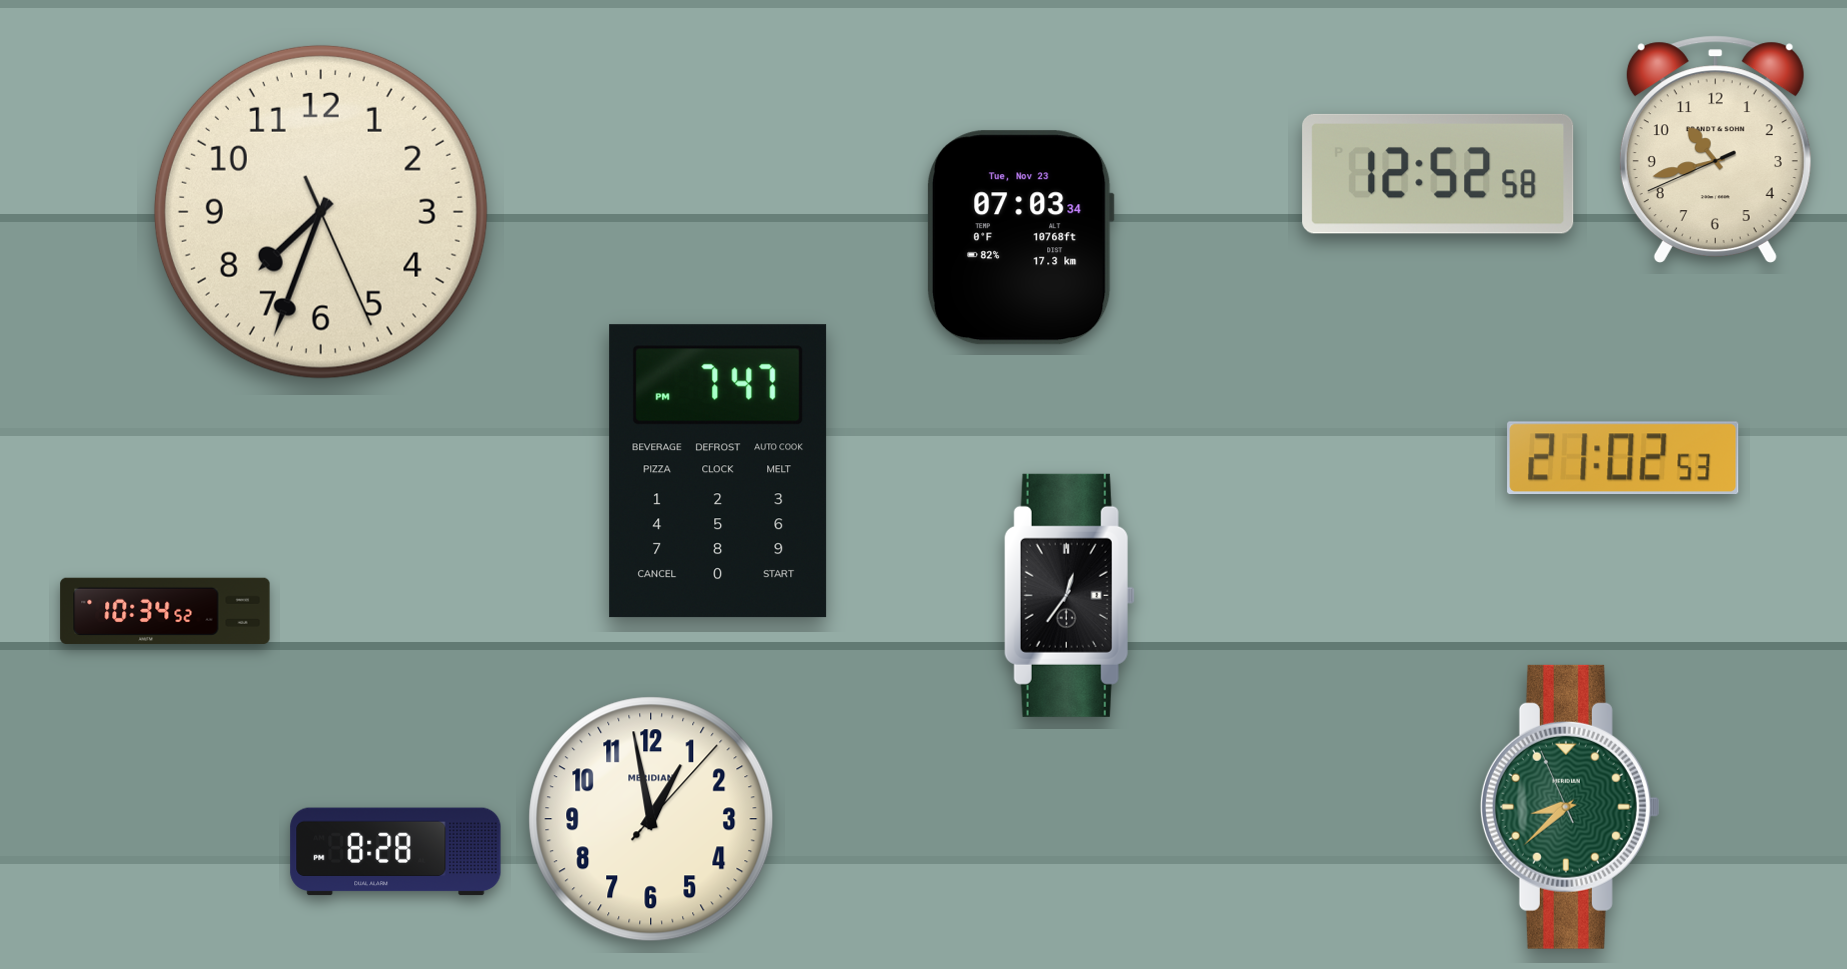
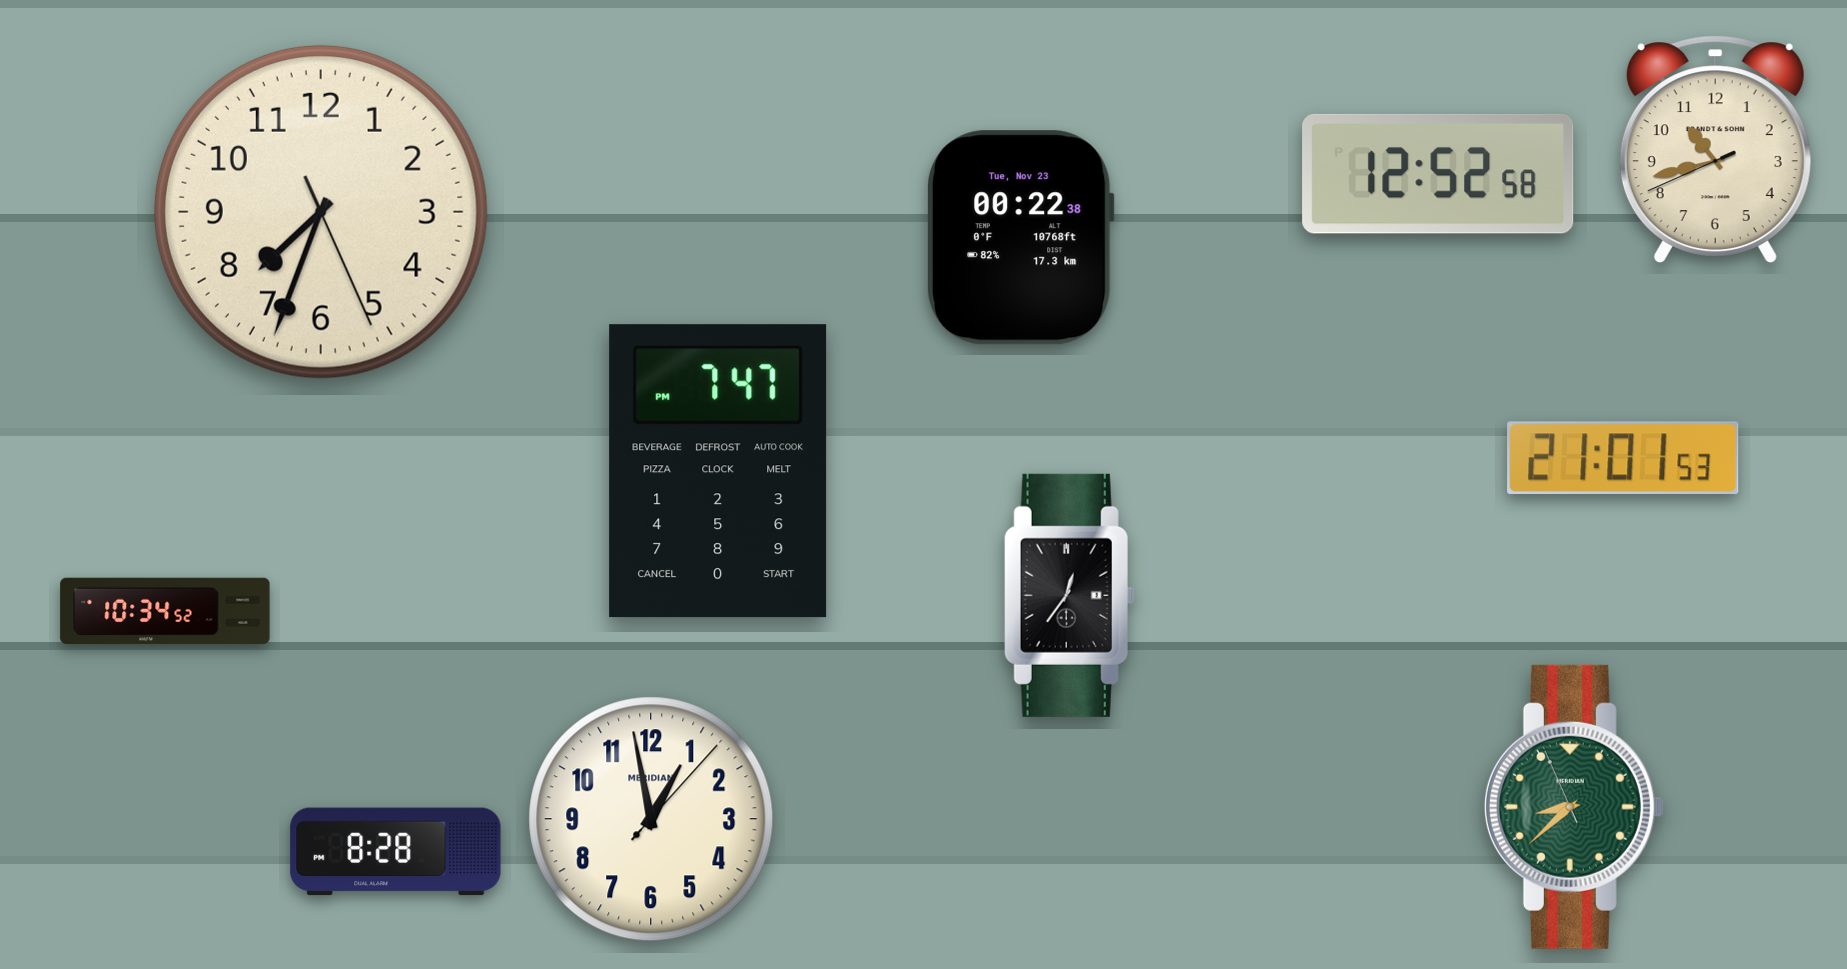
clock at (1020, 238): 07:03 -> 00:22
clock at (1623, 457): 21:02 -> 21:01
clock at (1570, 807) position: (1570, 807) -> (1574, 807)
